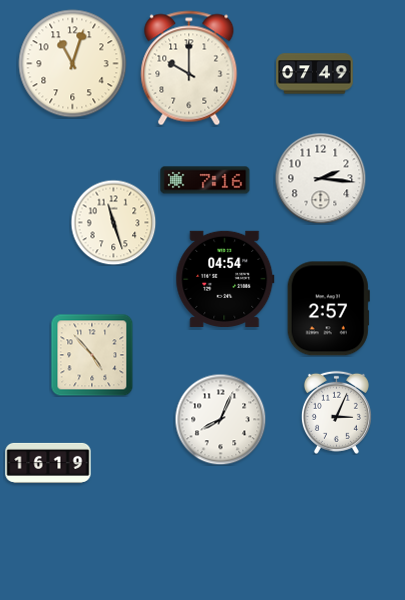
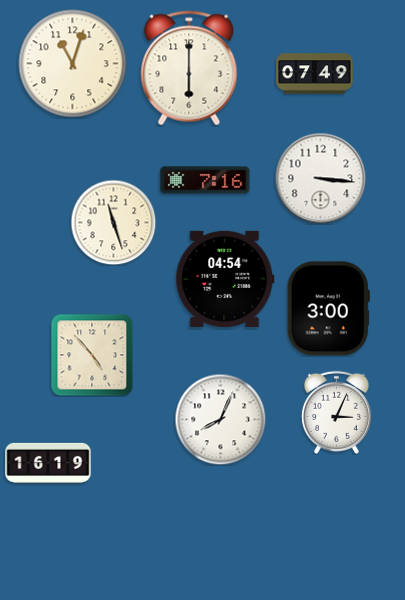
clock at (189, 68): 10:00 -> 6:00
clock at (320, 178): 2:16 -> 3:16
clock at (328, 309): 2:57 -> 3:00
